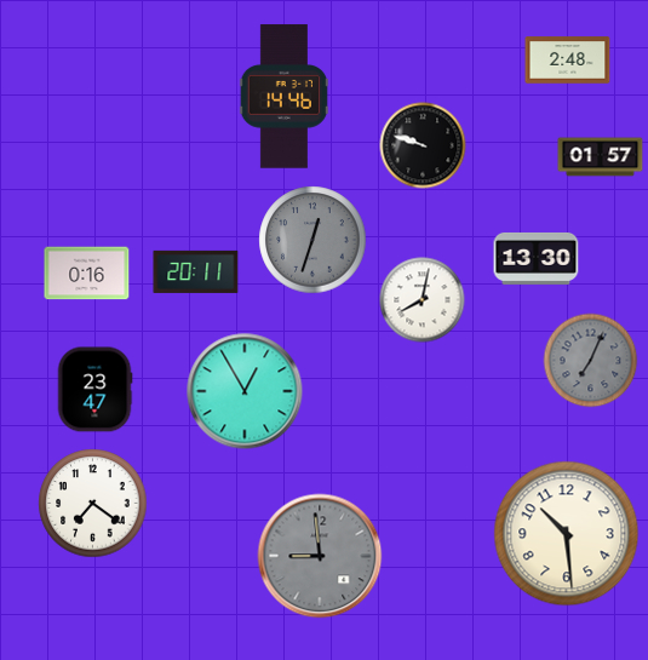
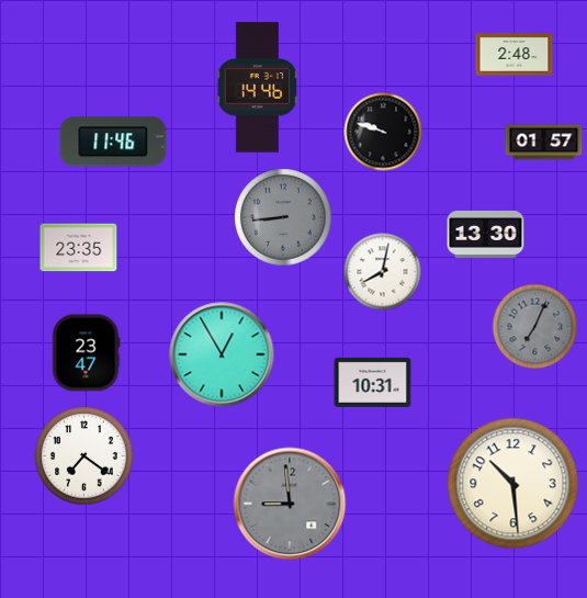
clock at (113, 142): none -> 11:46
clock at (312, 240): 12:33 -> 8:44
clock at (196, 271): 20:11 -> none
clock at (87, 274): 0:16 -> 23:35
clock at (373, 382): none -> 10:31
